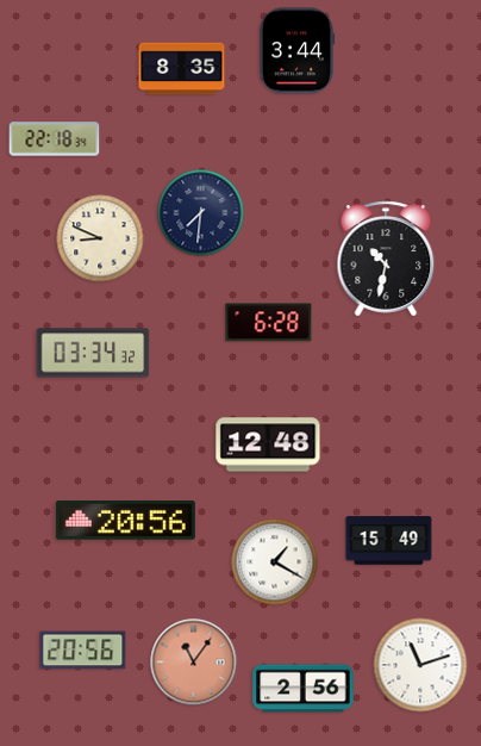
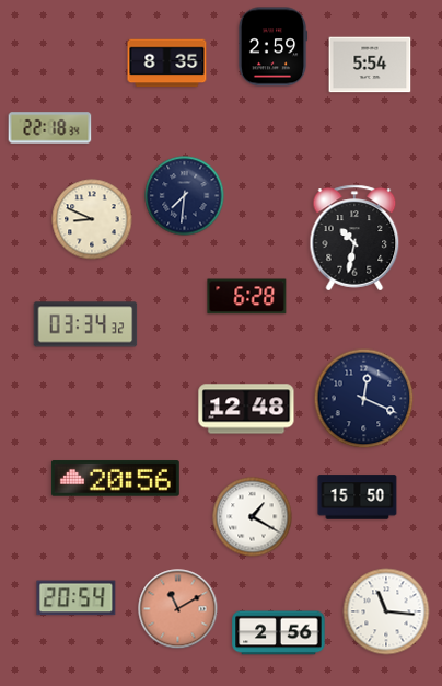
clock at (296, 51): 3:44 -> 2:59
clock at (370, 65): none -> 5:54
clock at (364, 399): none -> 12:19
clock at (389, 541): 15:49 -> 15:50
clock at (83, 651): 20:56 -> 20:54
clock at (194, 663): 11:06 -> 11:10
clock at (420, 665): 11:12 -> 11:16
